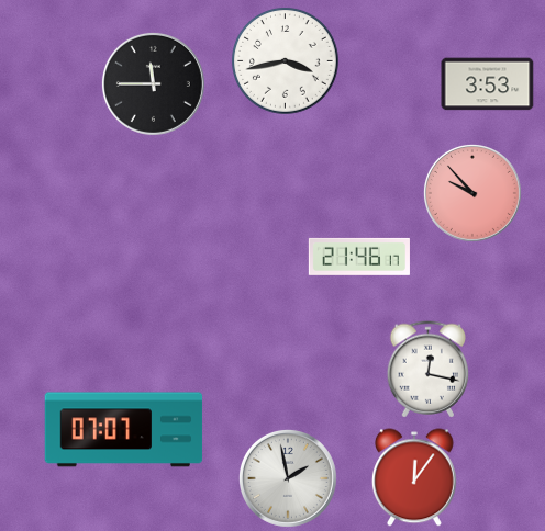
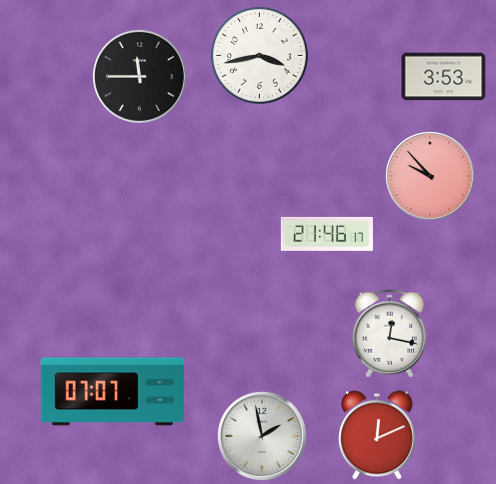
clock at (429, 370) position: (429, 370) -> (390, 334)
clock at (414, 477): 12:06 -> 12:11
